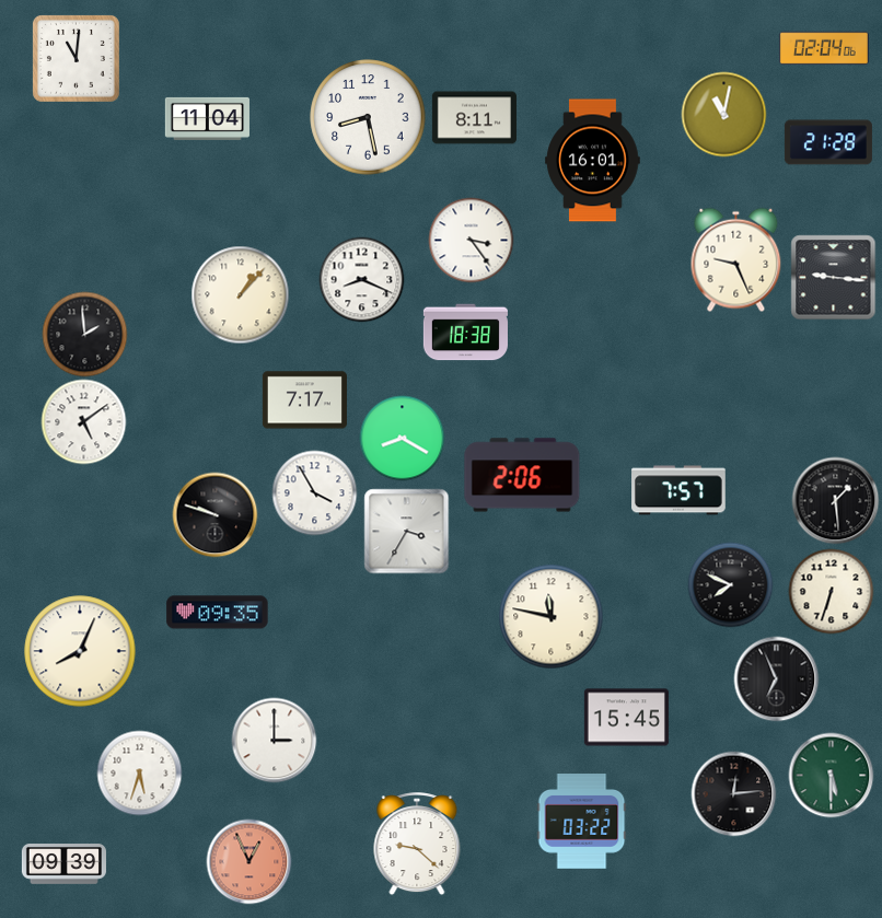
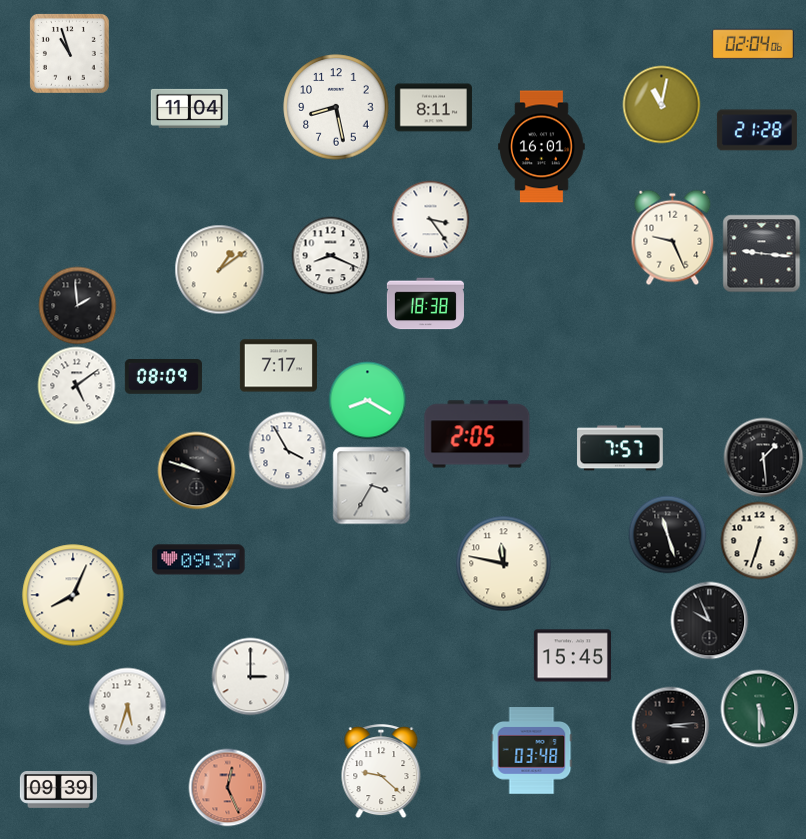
clock at (76, 58): 11:01 -> 10:57
clock at (240, 294): 1:07 -> 1:09
clock at (163, 377): none -> 08:09
clock at (522, 475): 2:06 -> 2:05
clock at (730, 584): 7:49 -> 11:27
clock at (218, 613): 09:35 -> 09:37
clock at (776, 678): 6:56 -> 9:56
clock at (733, 793): 12:14 -> 3:14
clock at (582, 822): 03:22 -> 03:48
clock at (248, 861): 12:56 -> 12:26
